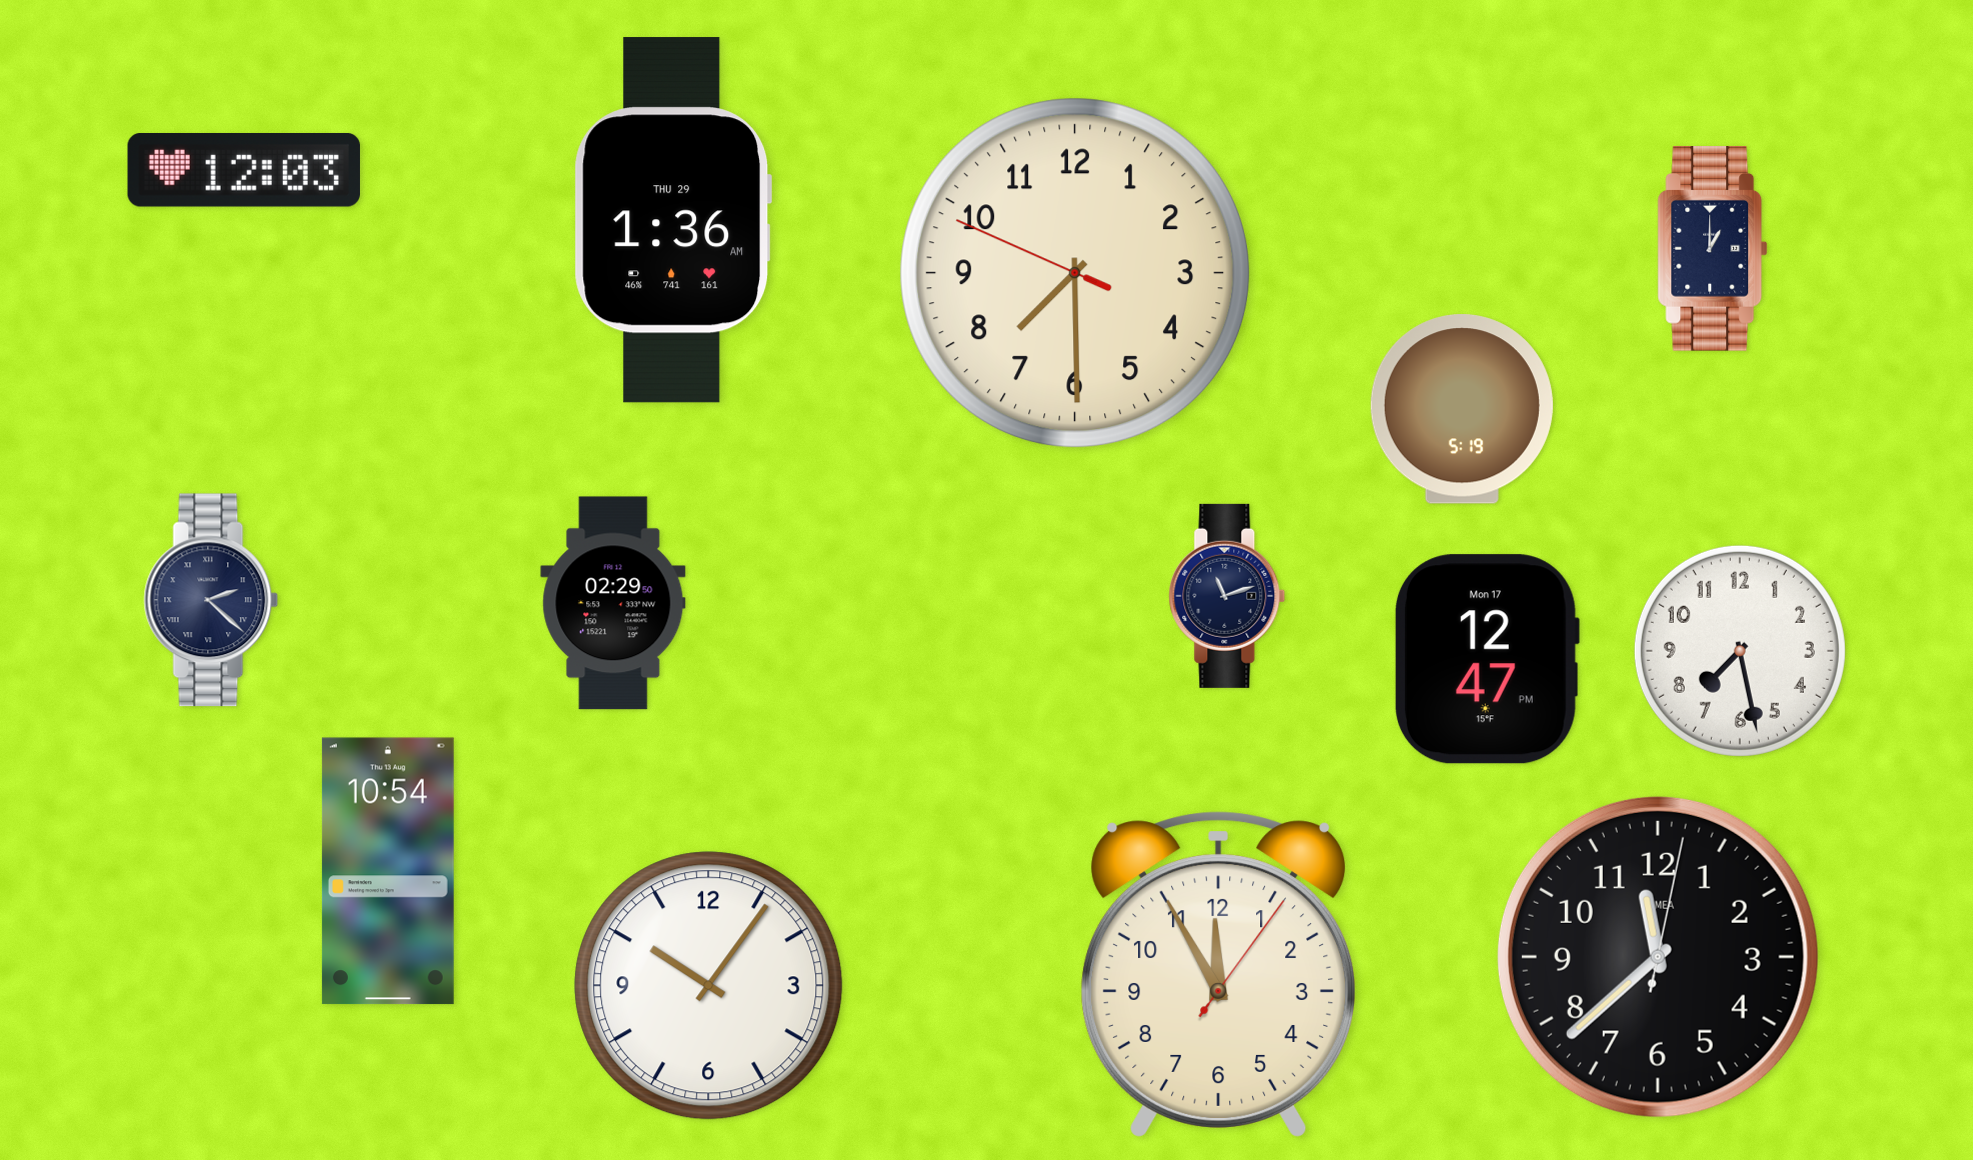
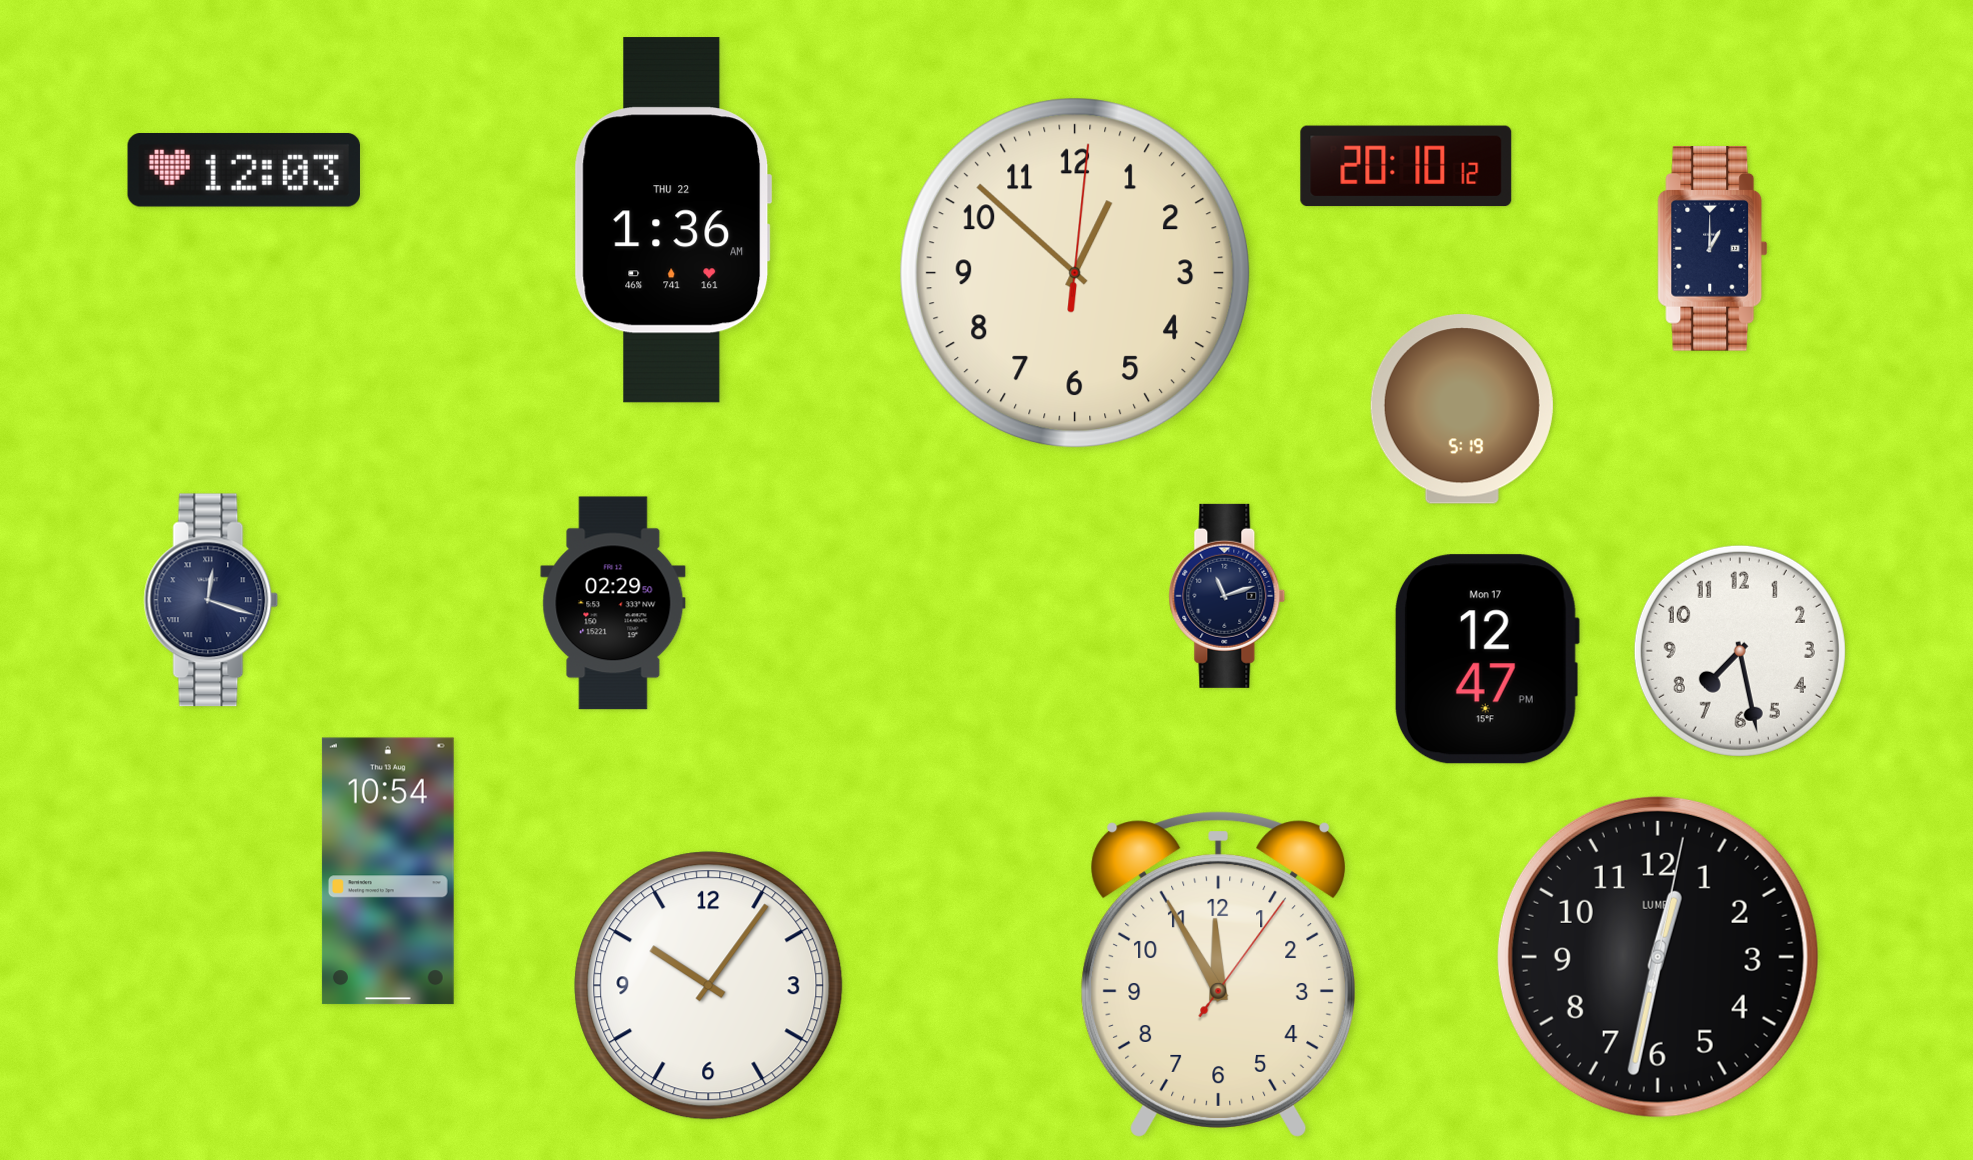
clock at (1406, 166): none -> 20:10
clock at (673, 220) date: THU 29 -> THU 22
clock at (1075, 273): 7:29 -> 12:52
clock at (211, 600): 2:22 -> 12:18
clock at (1658, 957): 11:38 -> 12:32
